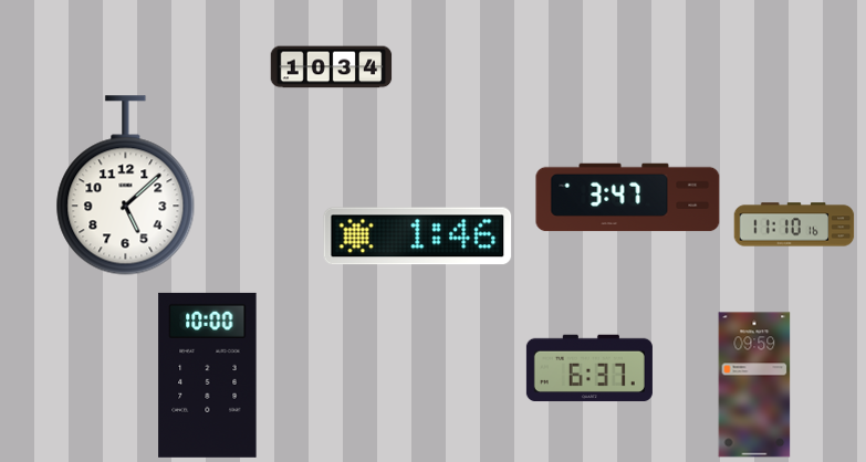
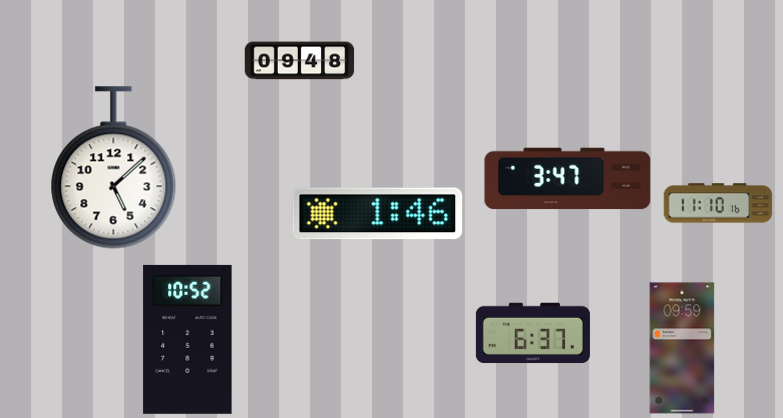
clock at (332, 67): 10:34 -> 09:48
clock at (208, 375): 10:00 -> 10:52
